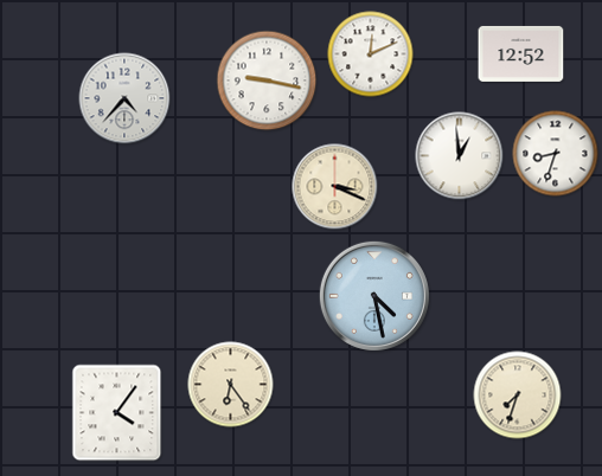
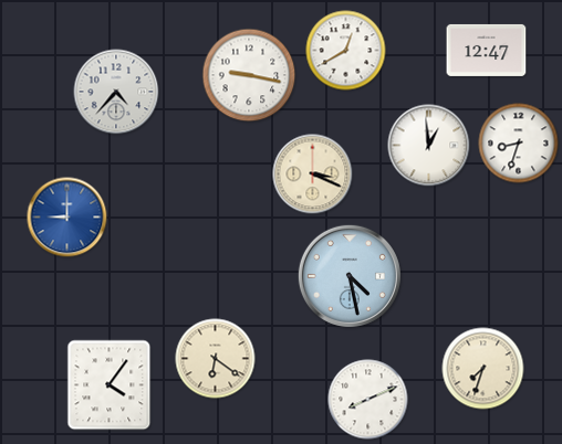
clock at (521, 53): 12:52 -> 12:47
clock at (371, 54): 12:11 -> 12:40
clock at (67, 218): none -> 9:00
clock at (231, 385): 6:24 -> 6:21
clock at (368, 400): none -> 8:11
